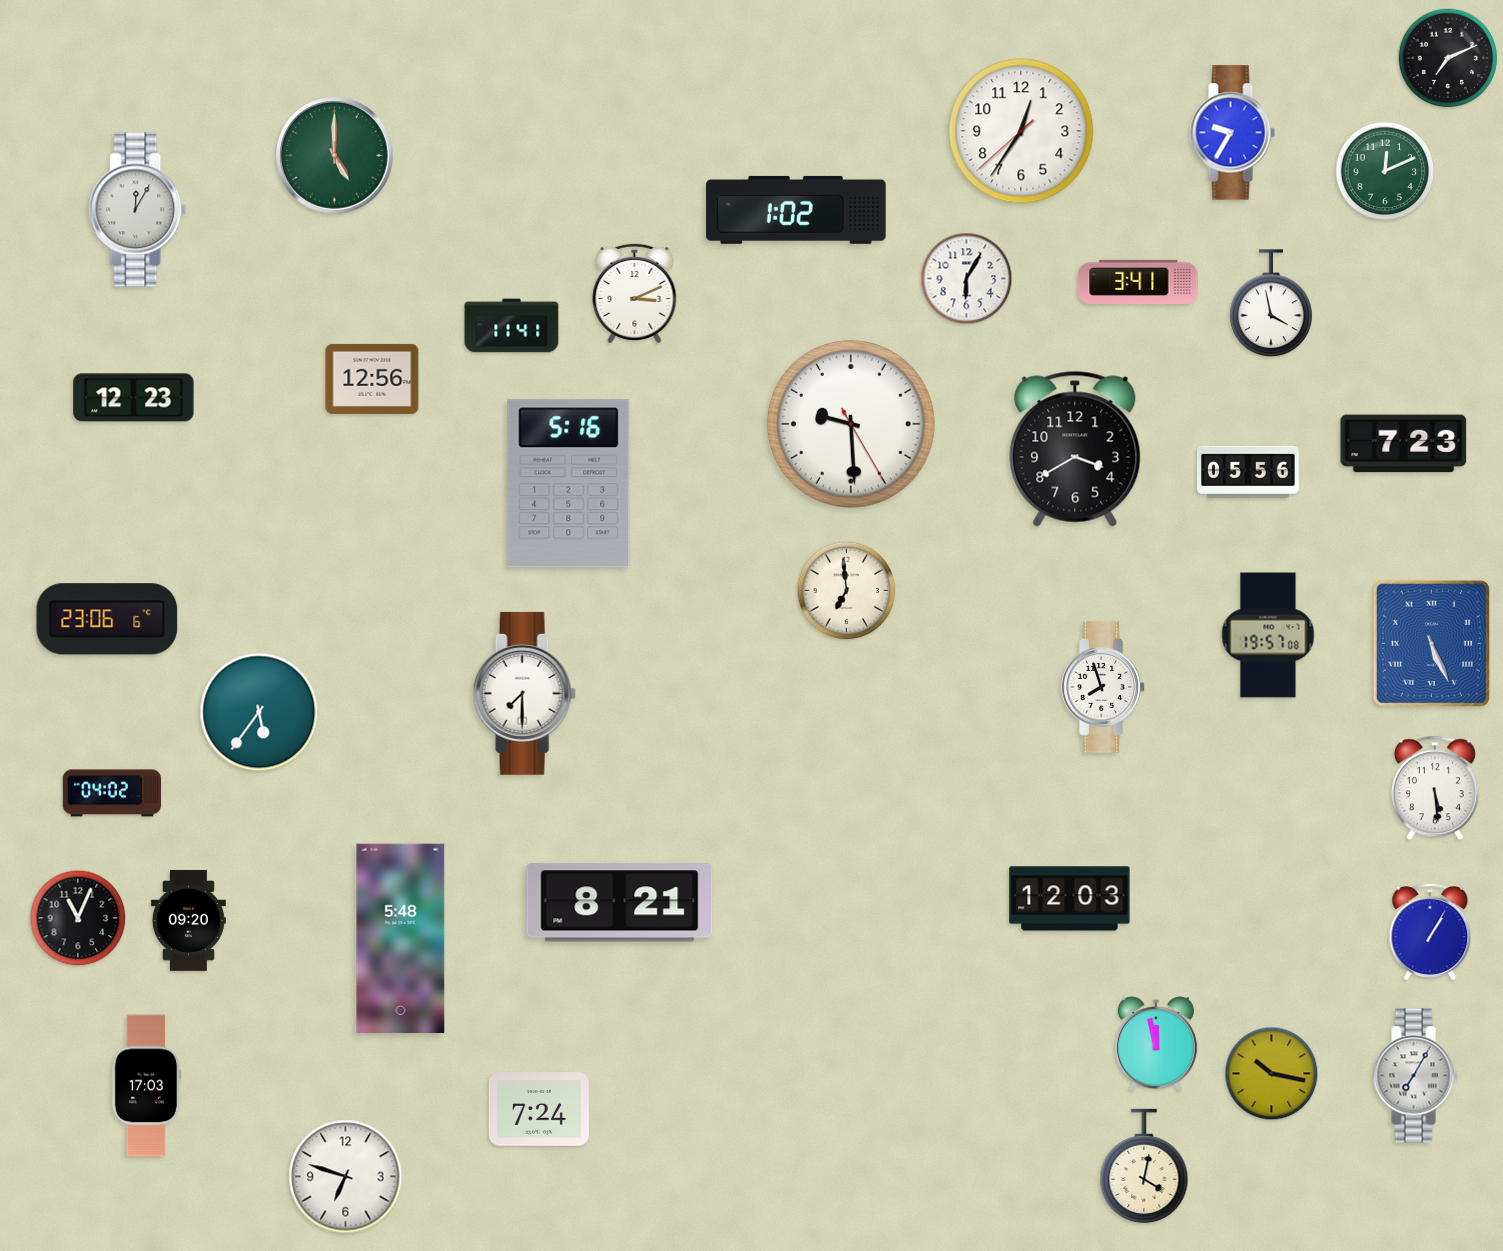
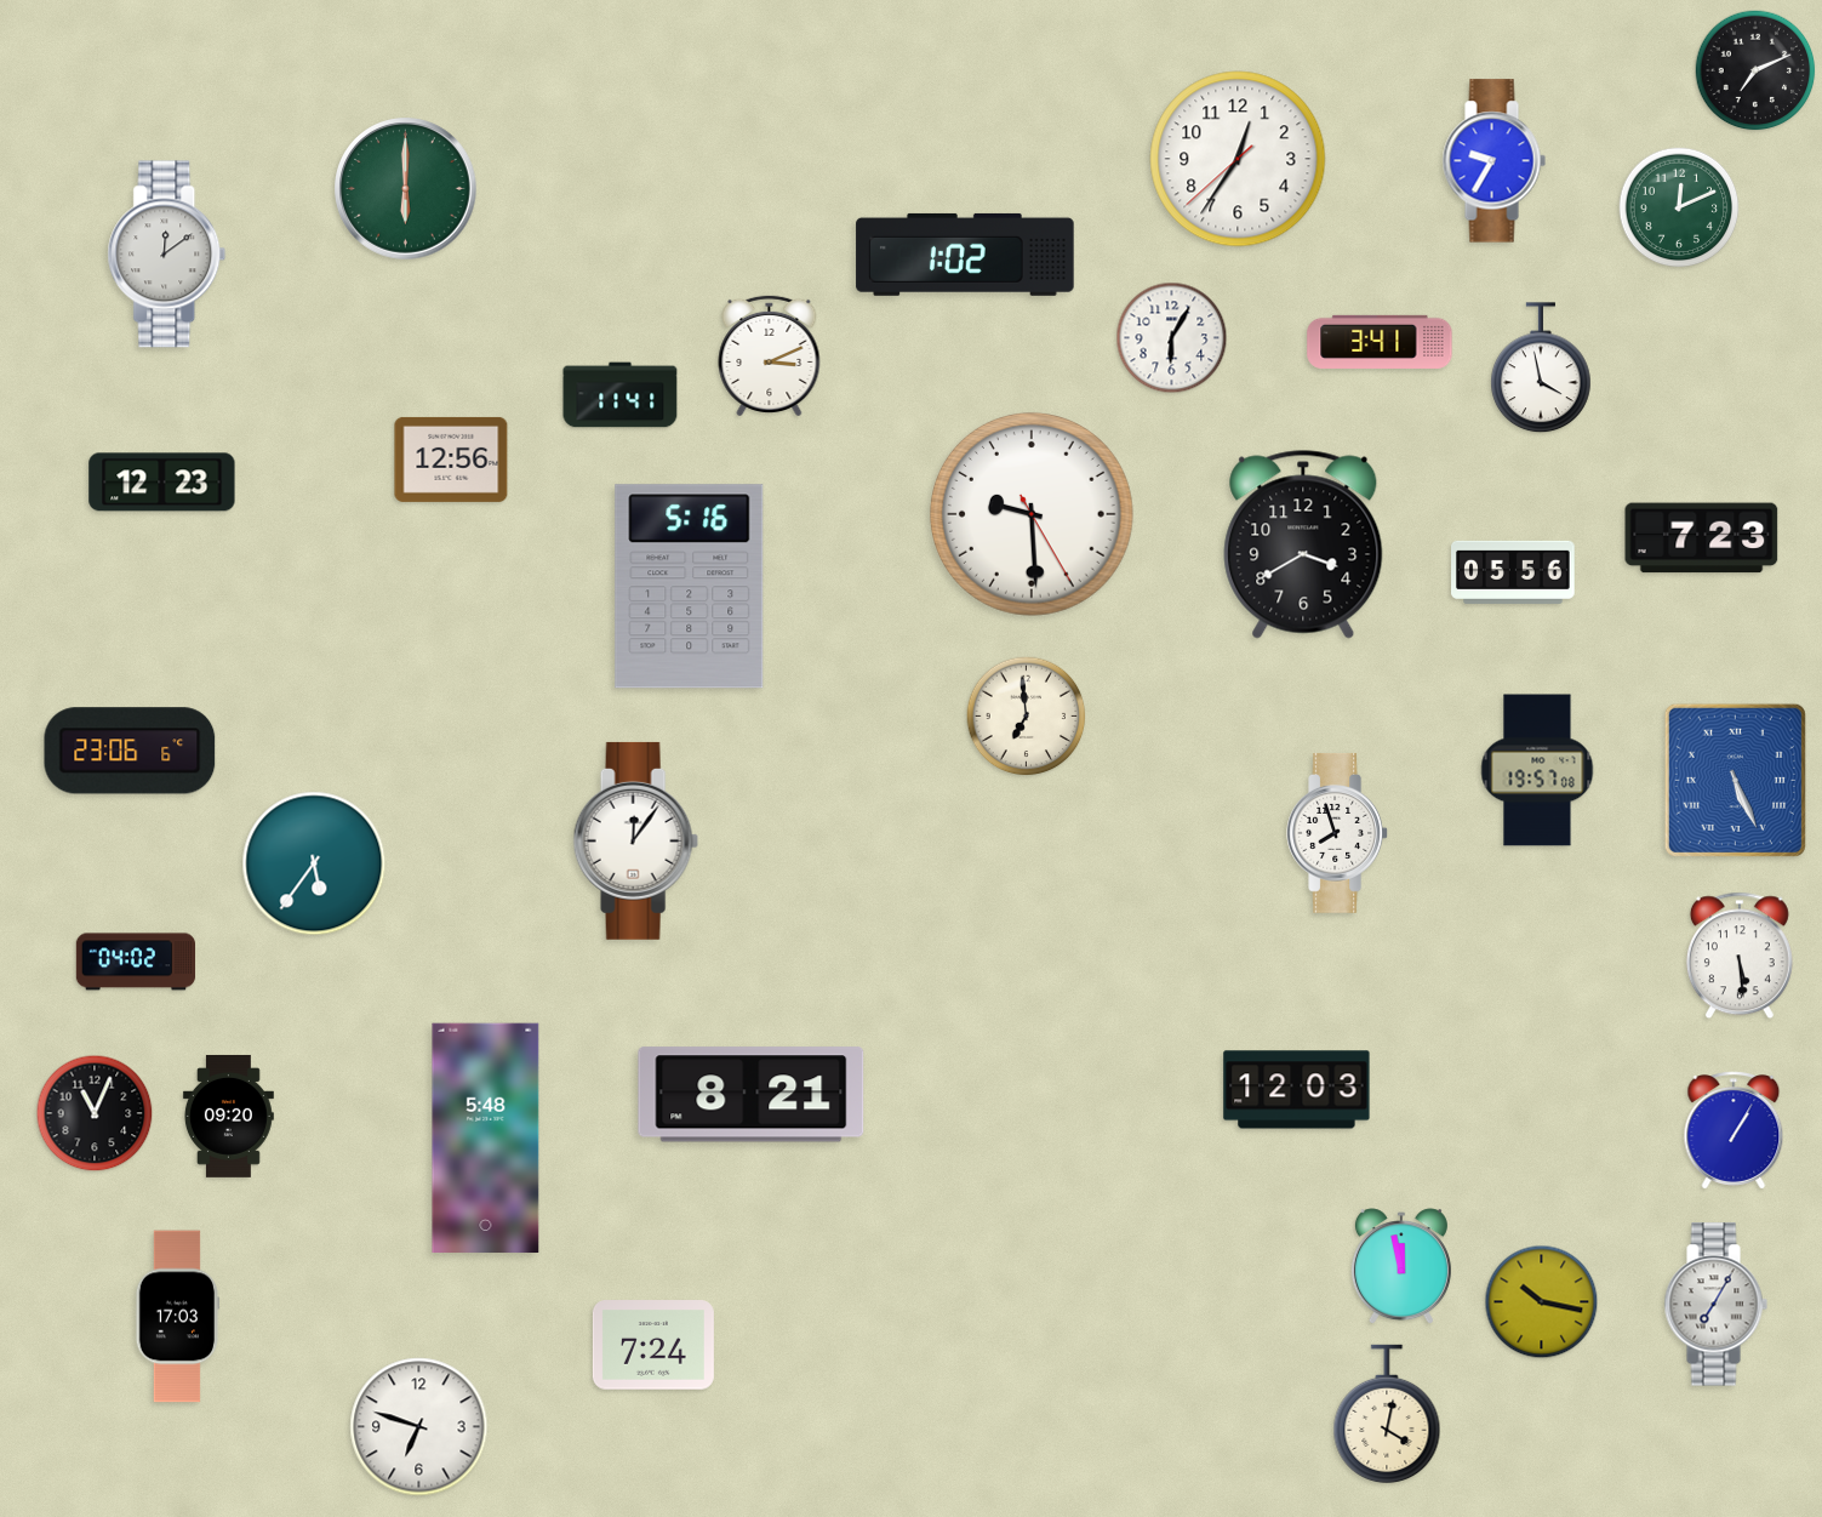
clock at (335, 156): 5:00 -> 6:00
clock at (138, 210): 12:05 -> 12:09
clock at (524, 693): 7:30 -> 12:06
